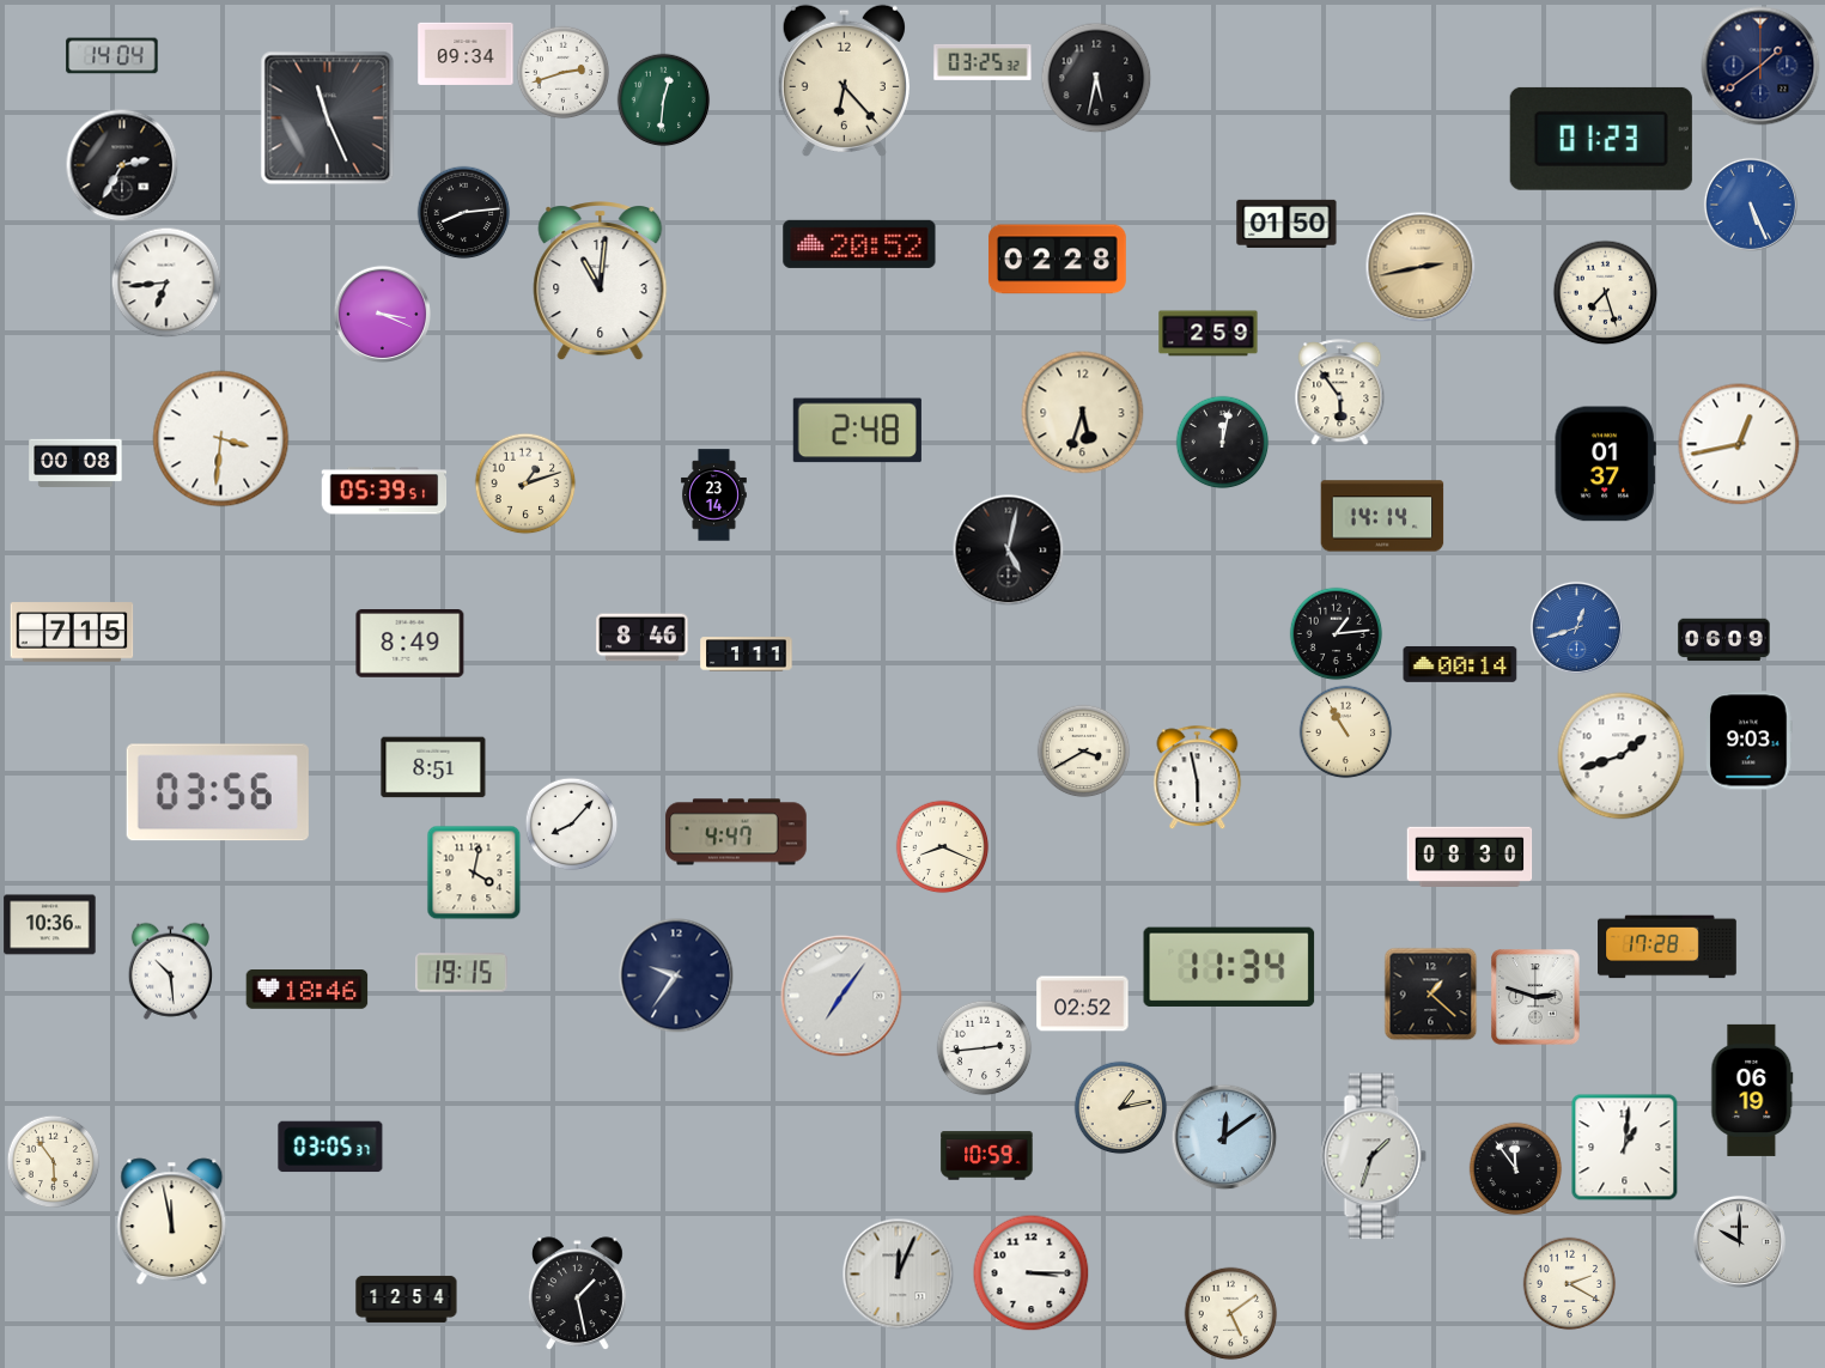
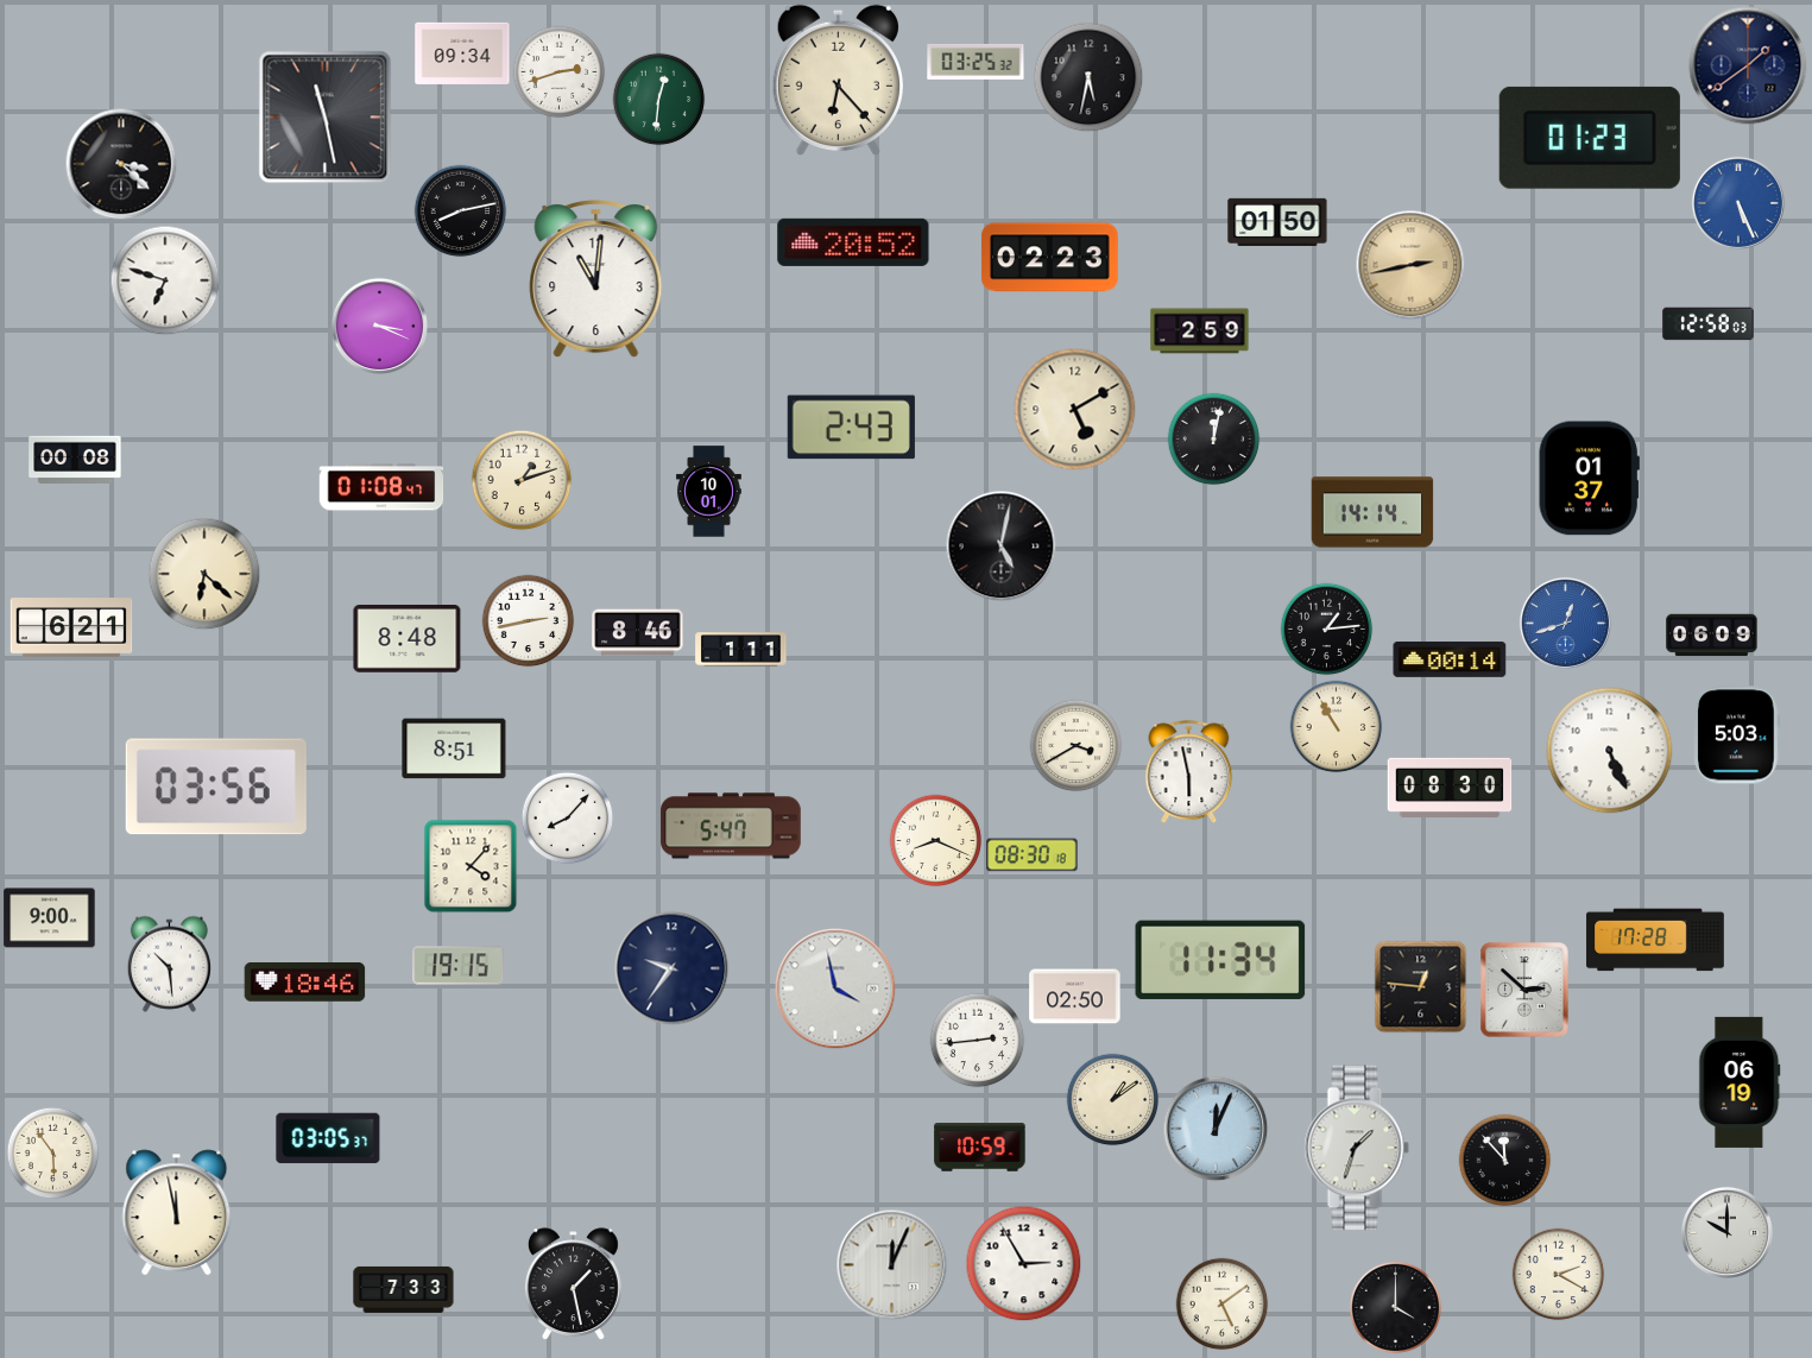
clock at (112, 56): 14:04 -> none
clock at (328, 118): 11:26 -> 11:28
clock at (122, 165): 2:35 -> 3:22
clock at (463, 212): 8:14 -> 8:13
clock at (1057, 260): 02:28 -> 02:23
clock at (166, 282): 6:44 -> 6:48
clock at (1605, 292): 7:27 -> none
clock at (382, 314) position: (382, 314) -> (379, 326)
clock at (1709, 324): none -> 12:58
clock at (1340, 393): 5:54 -> none
clock at (1083, 413): 5:33 -> 5:10
clock at (857, 431): 2:48 -> 2:43
clock at (221, 439): 3:31 -> none
clock at (1739, 444): 12:43 -> none
clock at (1605, 464) position: (1605, 464) -> (1589, 479)
clock at (384, 491): 05:39 -> 01:08
clock at (713, 495): 23:14 -> 10:01
clock at (204, 574): none -> 6:22
clock at (528, 620): none -> 2:43
clock at (72, 632): 7:15 -> 6:21
clock at (410, 644): 8:49 -> 8:48
clock at (1750, 741): 9:03 -> 5:03
clock at (1622, 756): 1:42 -> 5:26
clock at (433, 767) position: (433, 767) -> (454, 749)
clock at (736, 832): 4:47 -> 5:47
clock at (1470, 856) position: (1470, 856) -> (1450, 787)
clock at (1033, 855): none -> 08:30
clock at (474, 873): 4:02 -> 4:07
clock at (50, 925): 10:36 -> 9:00
clock at (1430, 993): 1:22 -> 12:46
clock at (841, 996): 7:06 -> 3:58
clock at (1535, 997): 2:48 -> 2:52
clock at (1083, 1004): 02:52 -> 02:50
clock at (1120, 1107): 1:13 -> 1:09
clock at (1224, 1137): 12:09 -> 12:04
clock at (1624, 1147): 1:01 -> none
clock at (1374, 1156) position: (1374, 1156) -> (1357, 1148)
clock at (1515, 1168): 11:54 -> 11:53
clock at (172, 1222) position: (172, 1222) -> (177, 1213)
clock at (1030, 1272): 3:15 -> 2:55
clock at (407, 1299): 12:54 -> 7:33
clock at (1395, 1307): none -> 4:00
